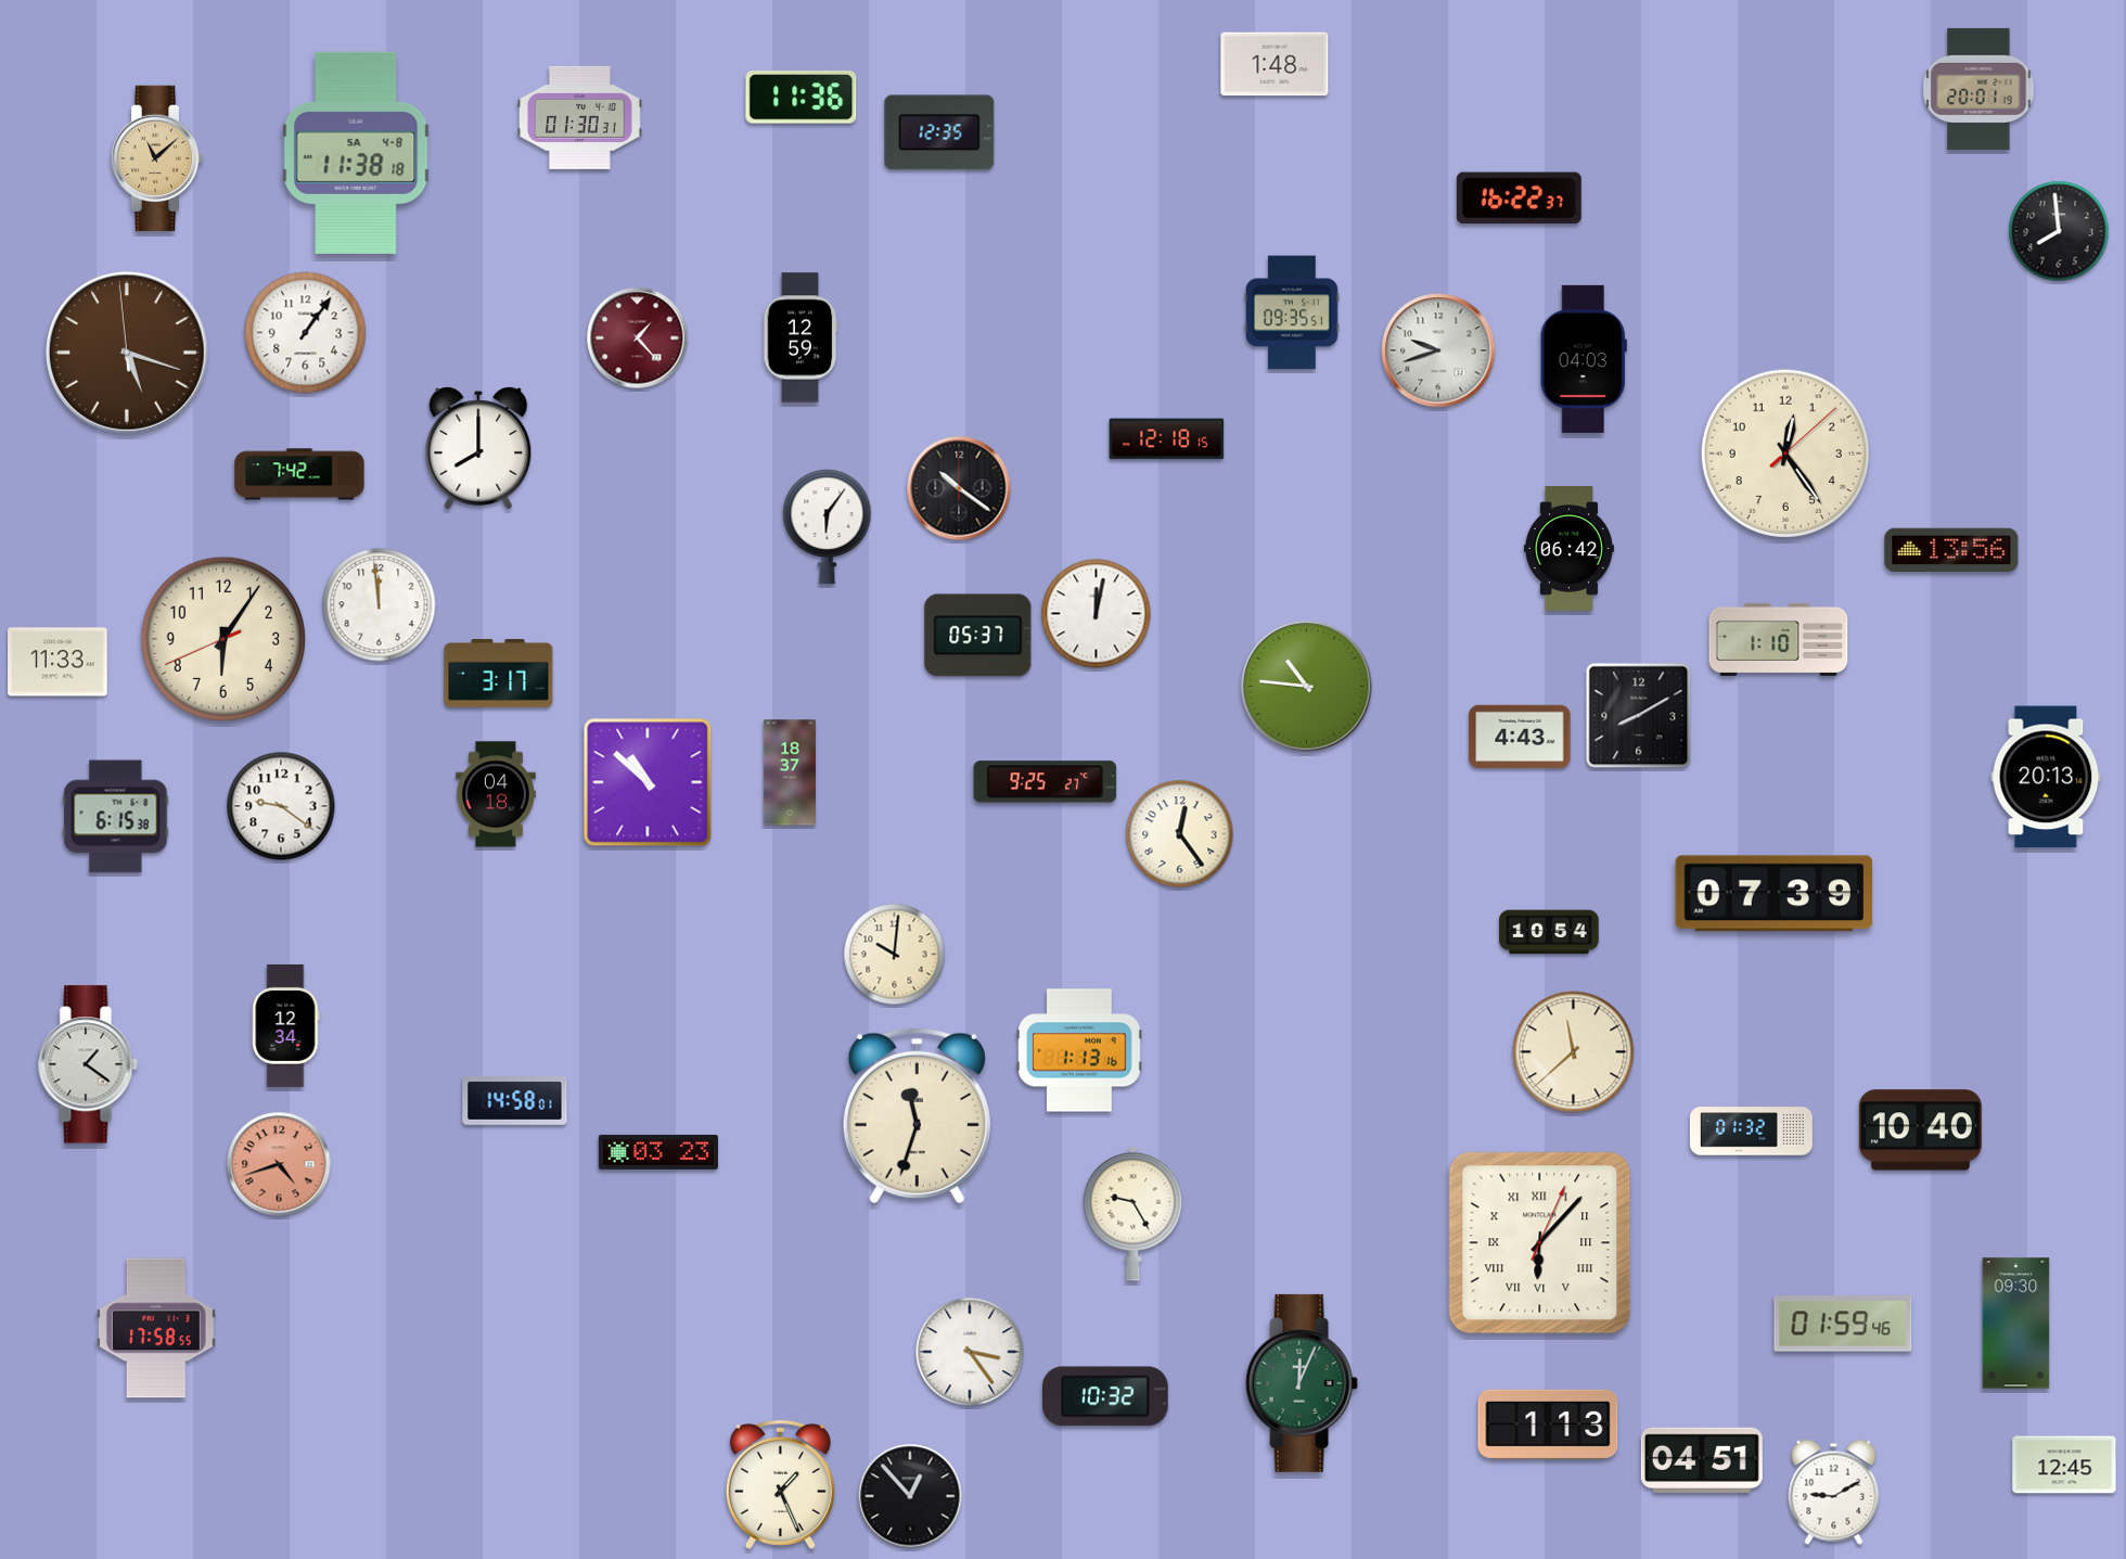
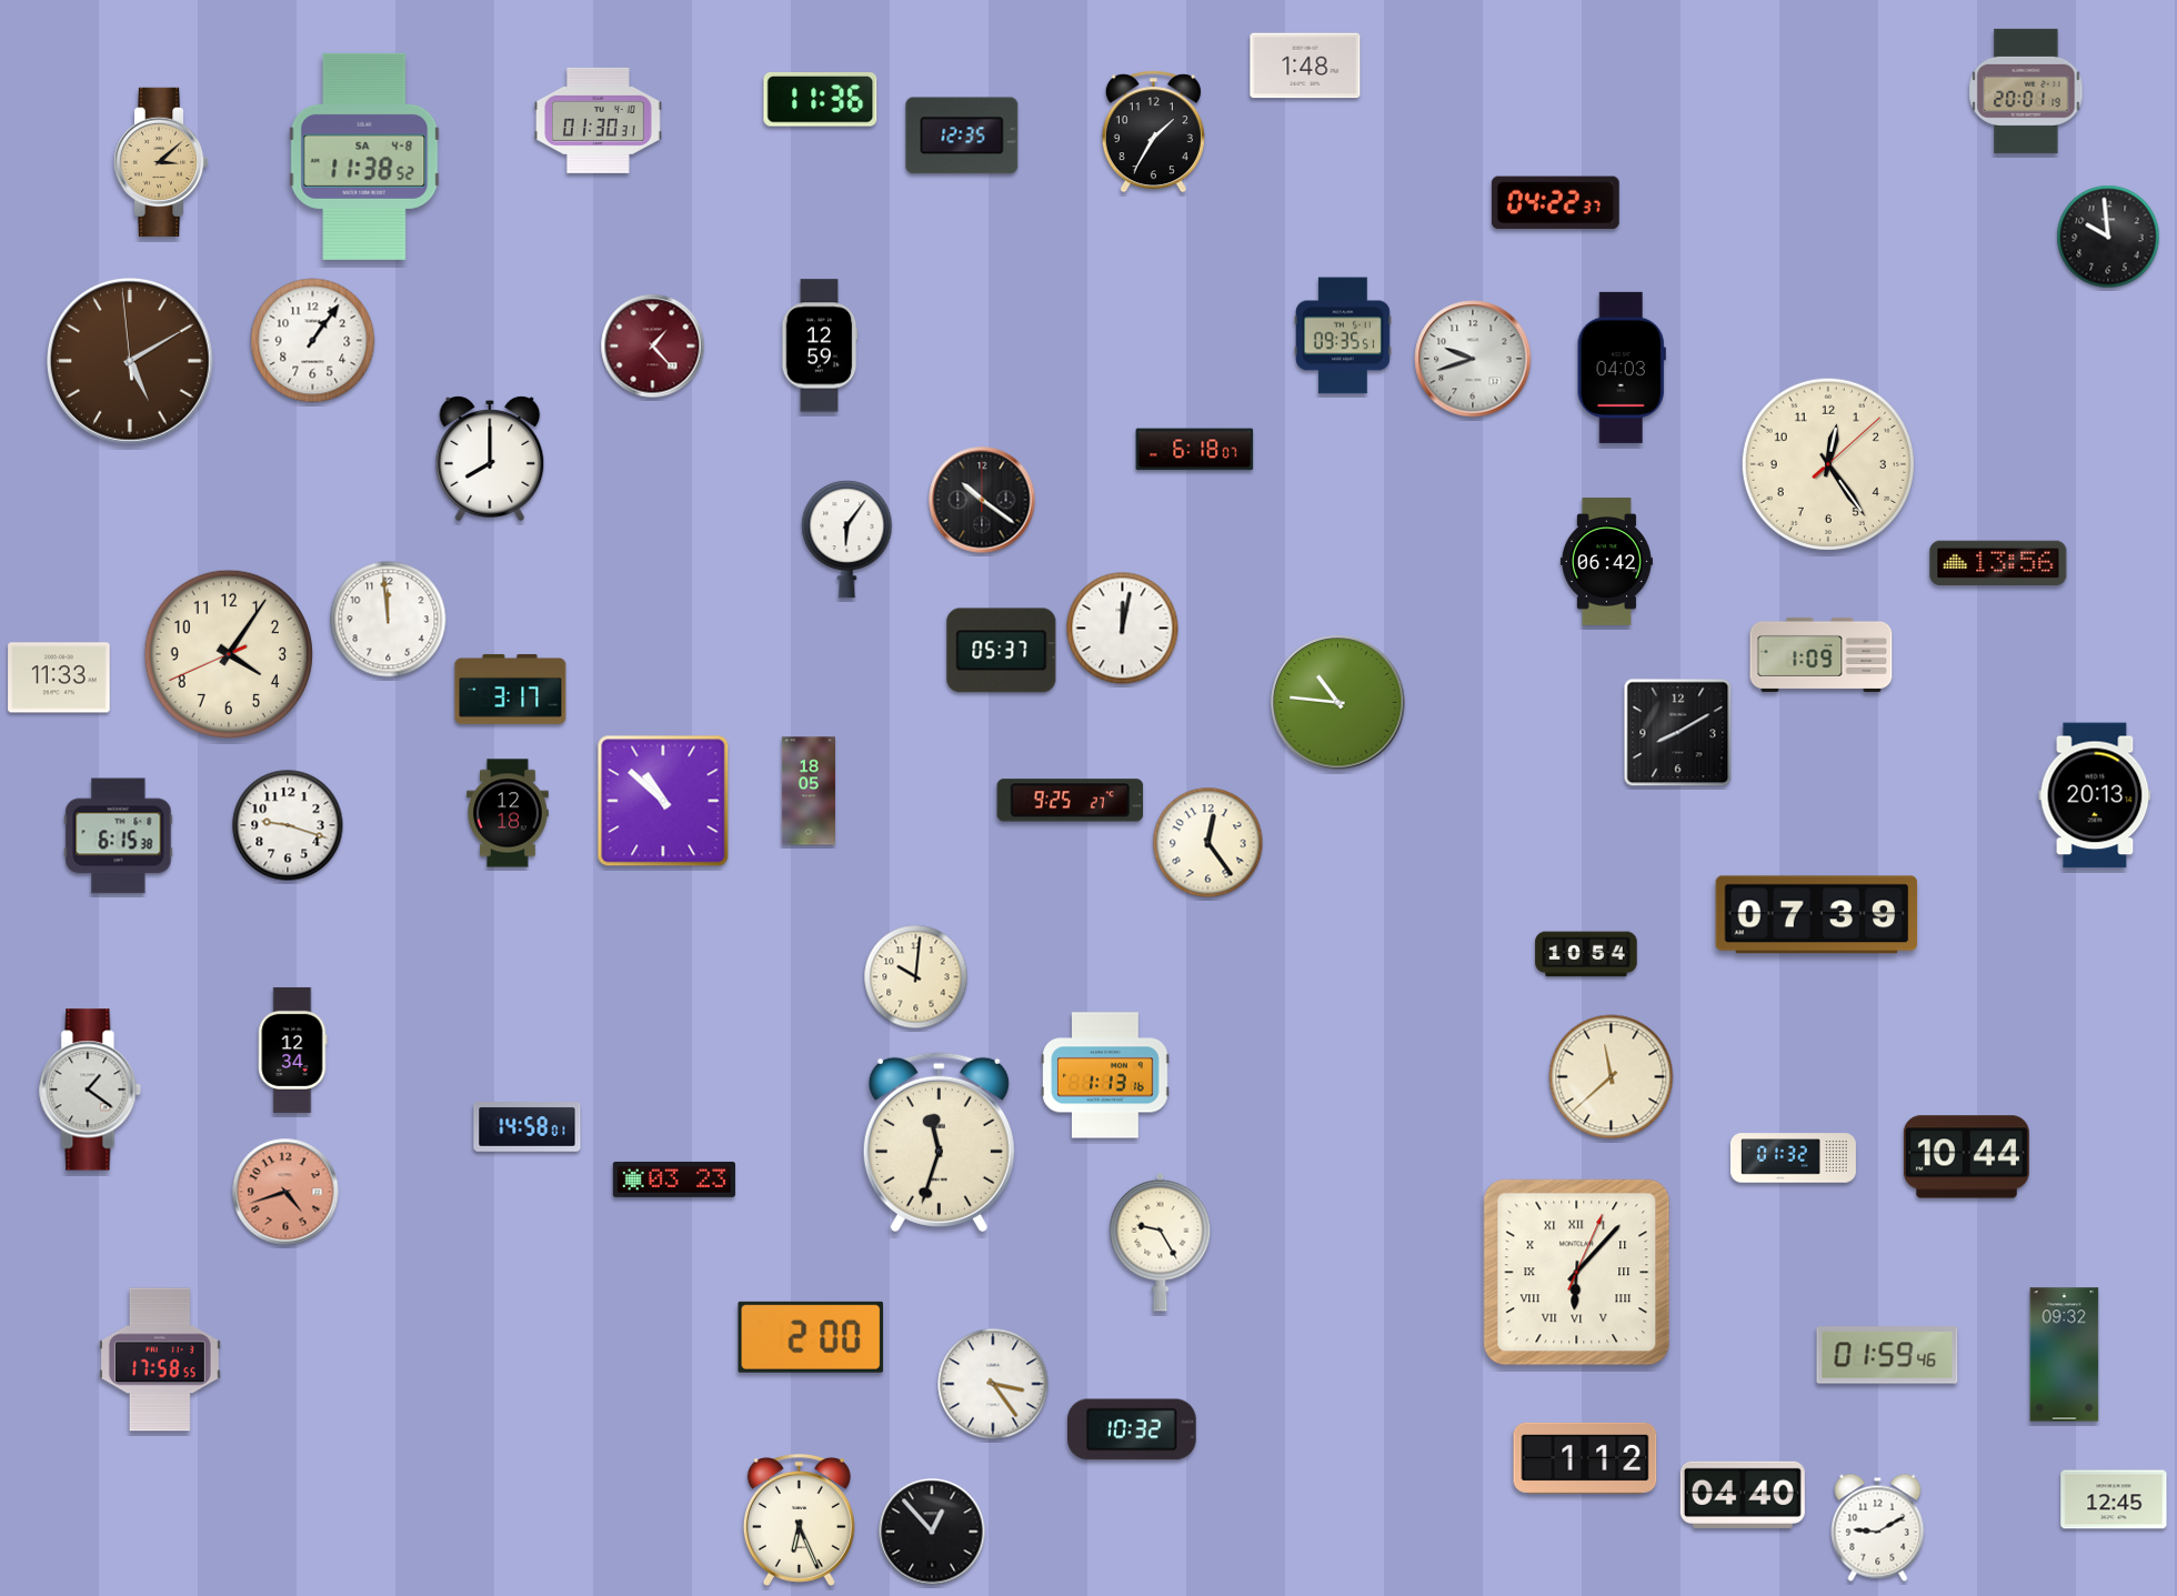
clock at (580, 117) position: (580, 117) -> (599, 120)
clock at (1153, 132): none -> 1:35
clock at (356, 153): 11:38:18 -> 11:38:52
clock at (157, 158): 11:08 -> 3:08
clock at (1519, 199): 16:22 -> 04:22
clock at (2059, 231): 7:59 -> 9:59
clock at (1292, 312) position: (1292, 312) -> (1343, 335)
clock at (128, 354): 5:17 -> 5:09
clock at (1167, 439): 12:18 -> 6:18
clock at (299, 474): 7:42 -> none
clock at (223, 639): 6:05 -> 4:05
clock at (1779, 639): 1:10 -> 1:09
clock at (1520, 737): 4:43 -> none
clock at (790, 772): 18:37 -> 18:05
clock at (496, 794): 04:18 -> 12:18
clock at (281, 806): 9:21 -> 9:18
clock at (1180, 834) position: (1180, 834) -> (1208, 843)
clock at (1920, 1130): 10:40 -> 10:44
clock at (811, 1337): none -> 2:00
clock at (2016, 1324): 09:30 -> 09:32
clock at (1302, 1383): 12:04 -> none
clock at (1548, 1424): 1:13 -> 1:12
clock at (1702, 1460): 04:51 -> 04:40
clock at (780, 1484): 1:26 -> 6:26
